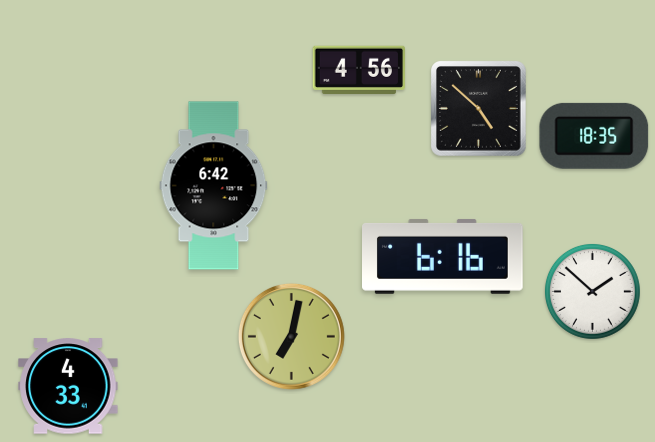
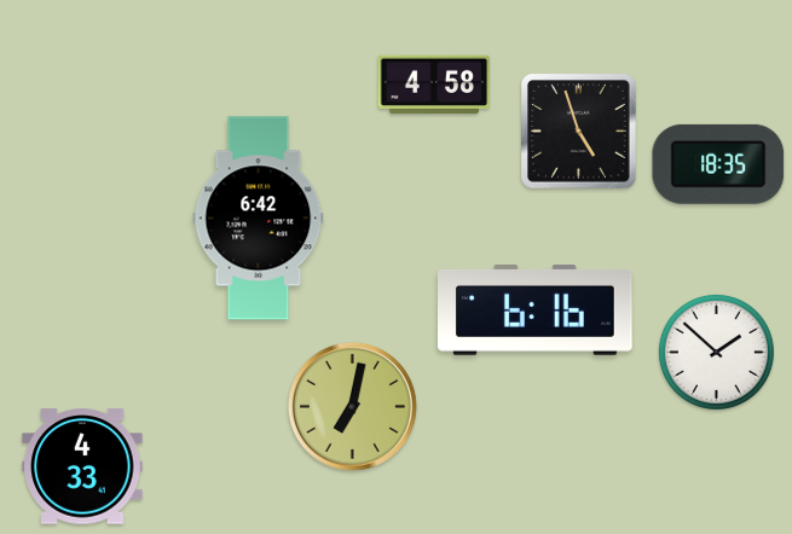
clock at (358, 69): 4:56 -> 4:58
clock at (479, 109): 4:52 -> 4:57
clock at (214, 186) position: (214, 186) -> (259, 219)
